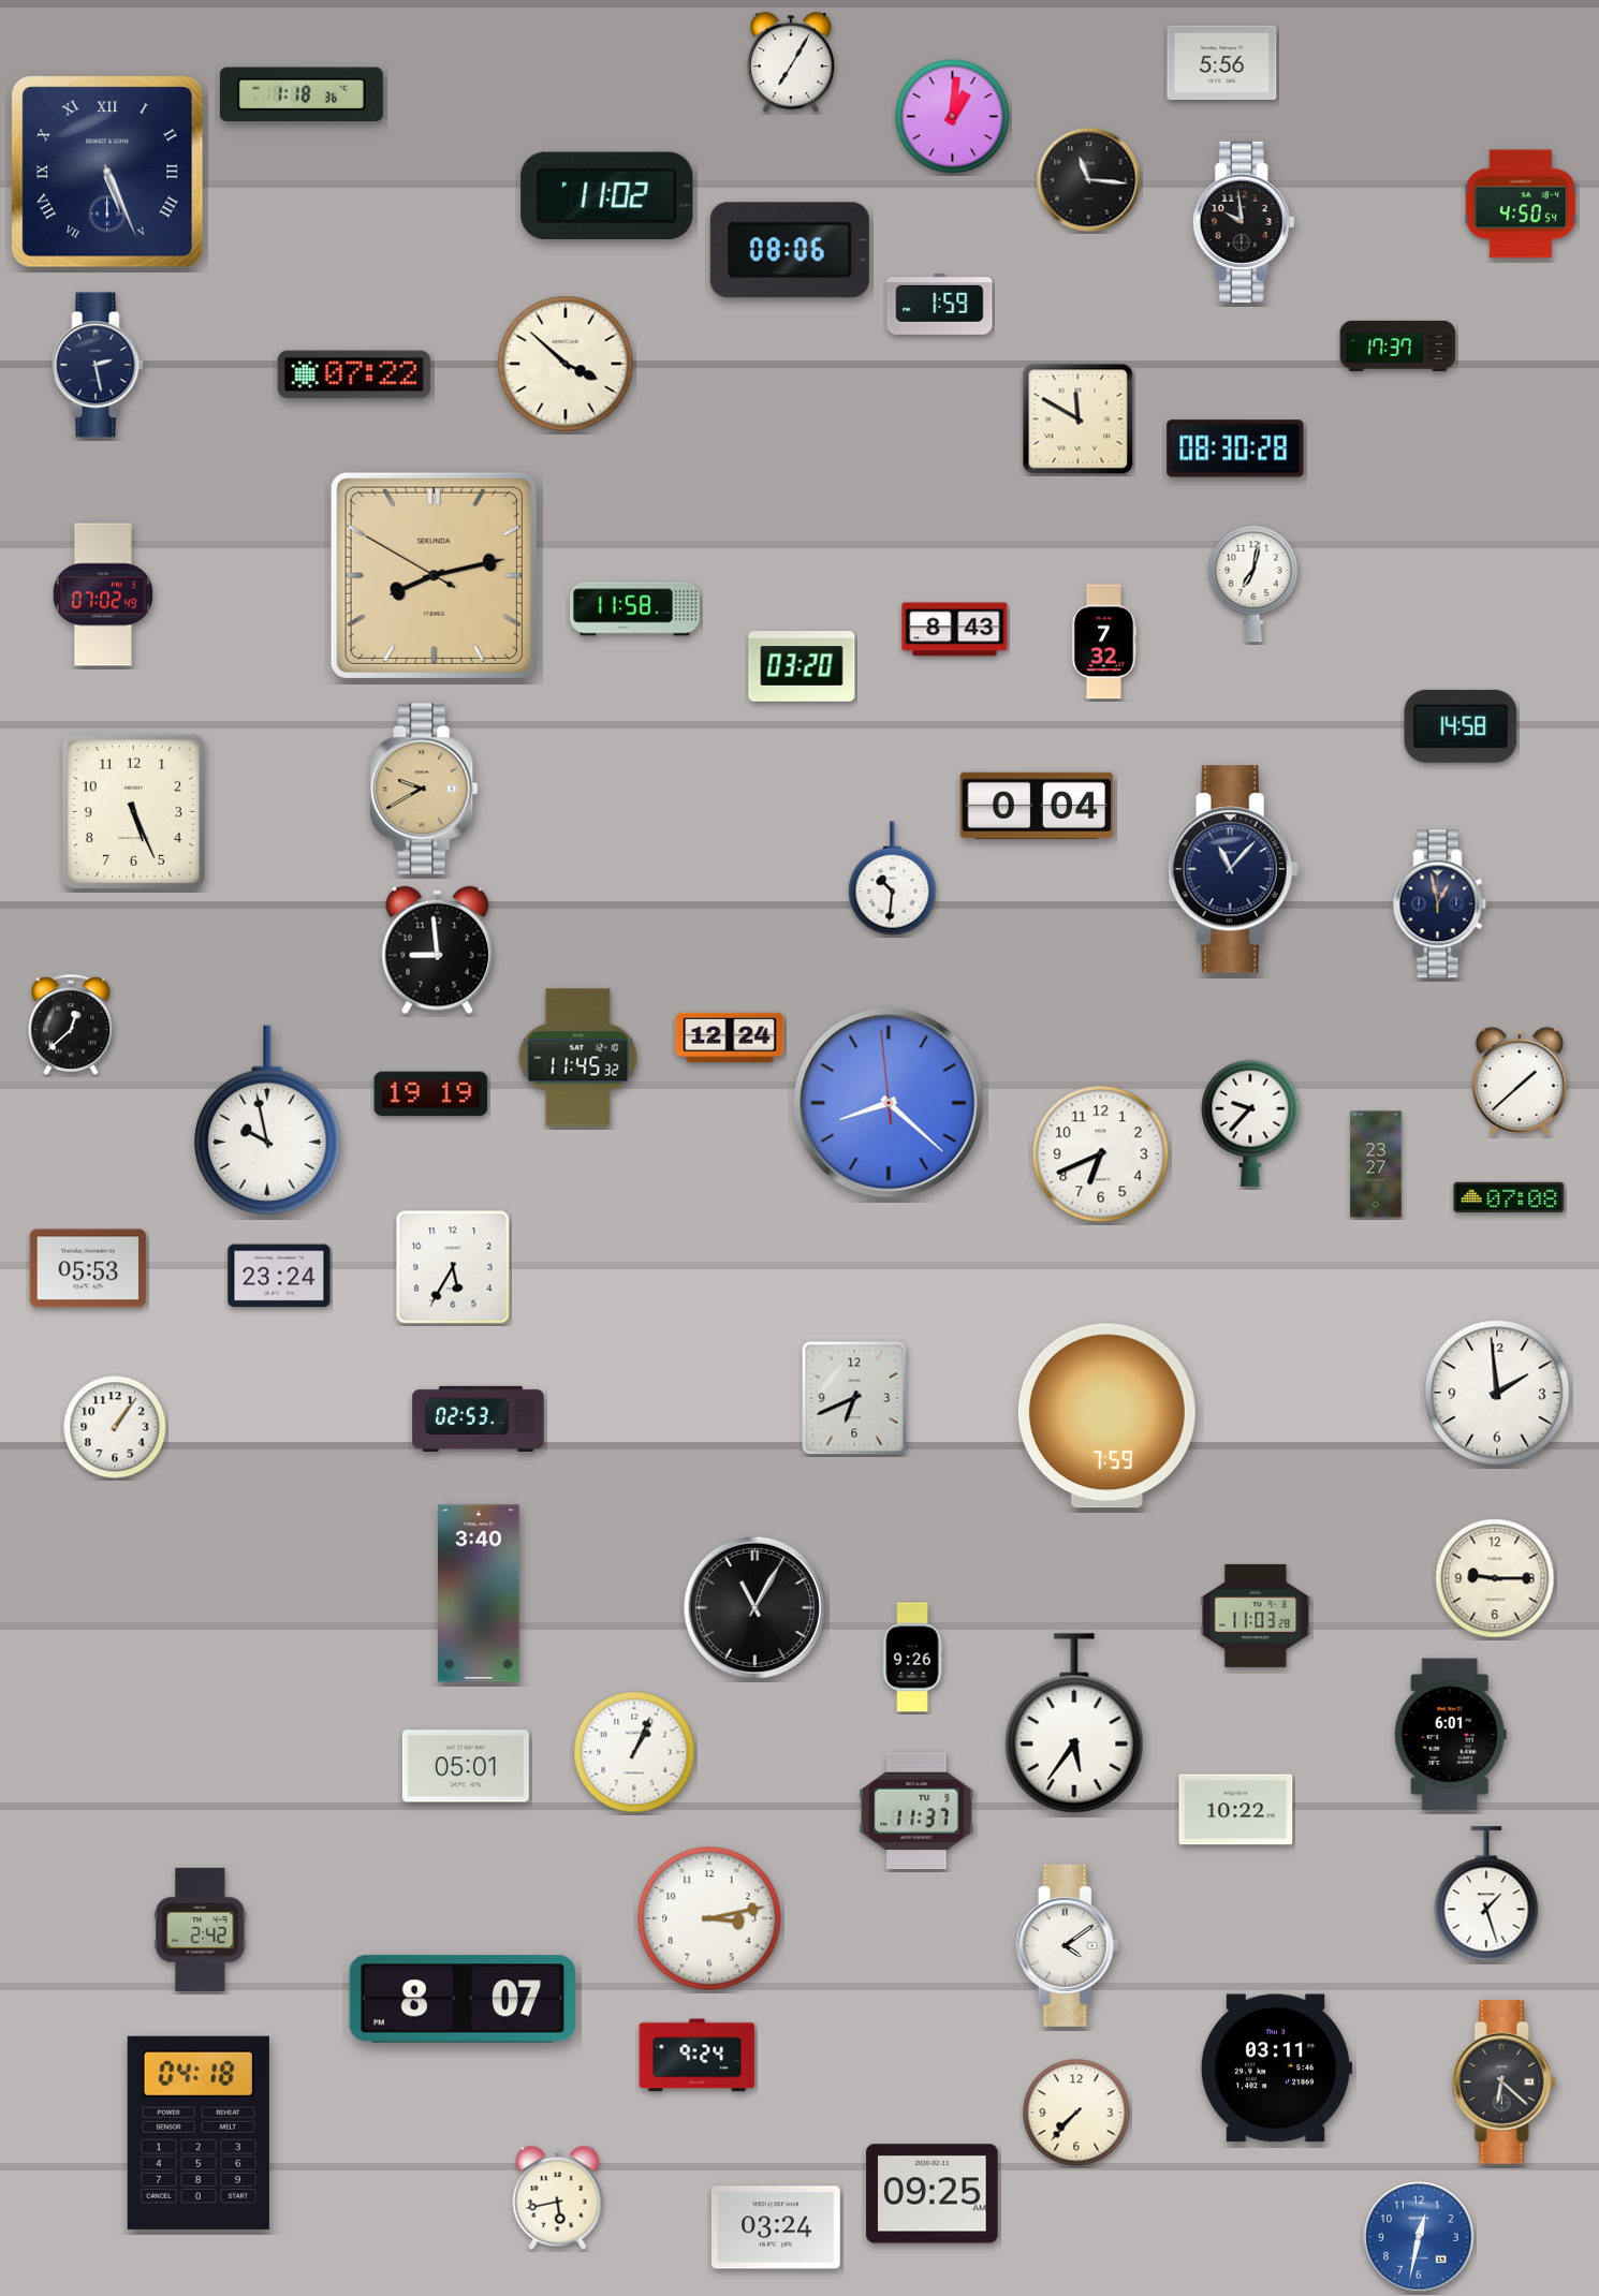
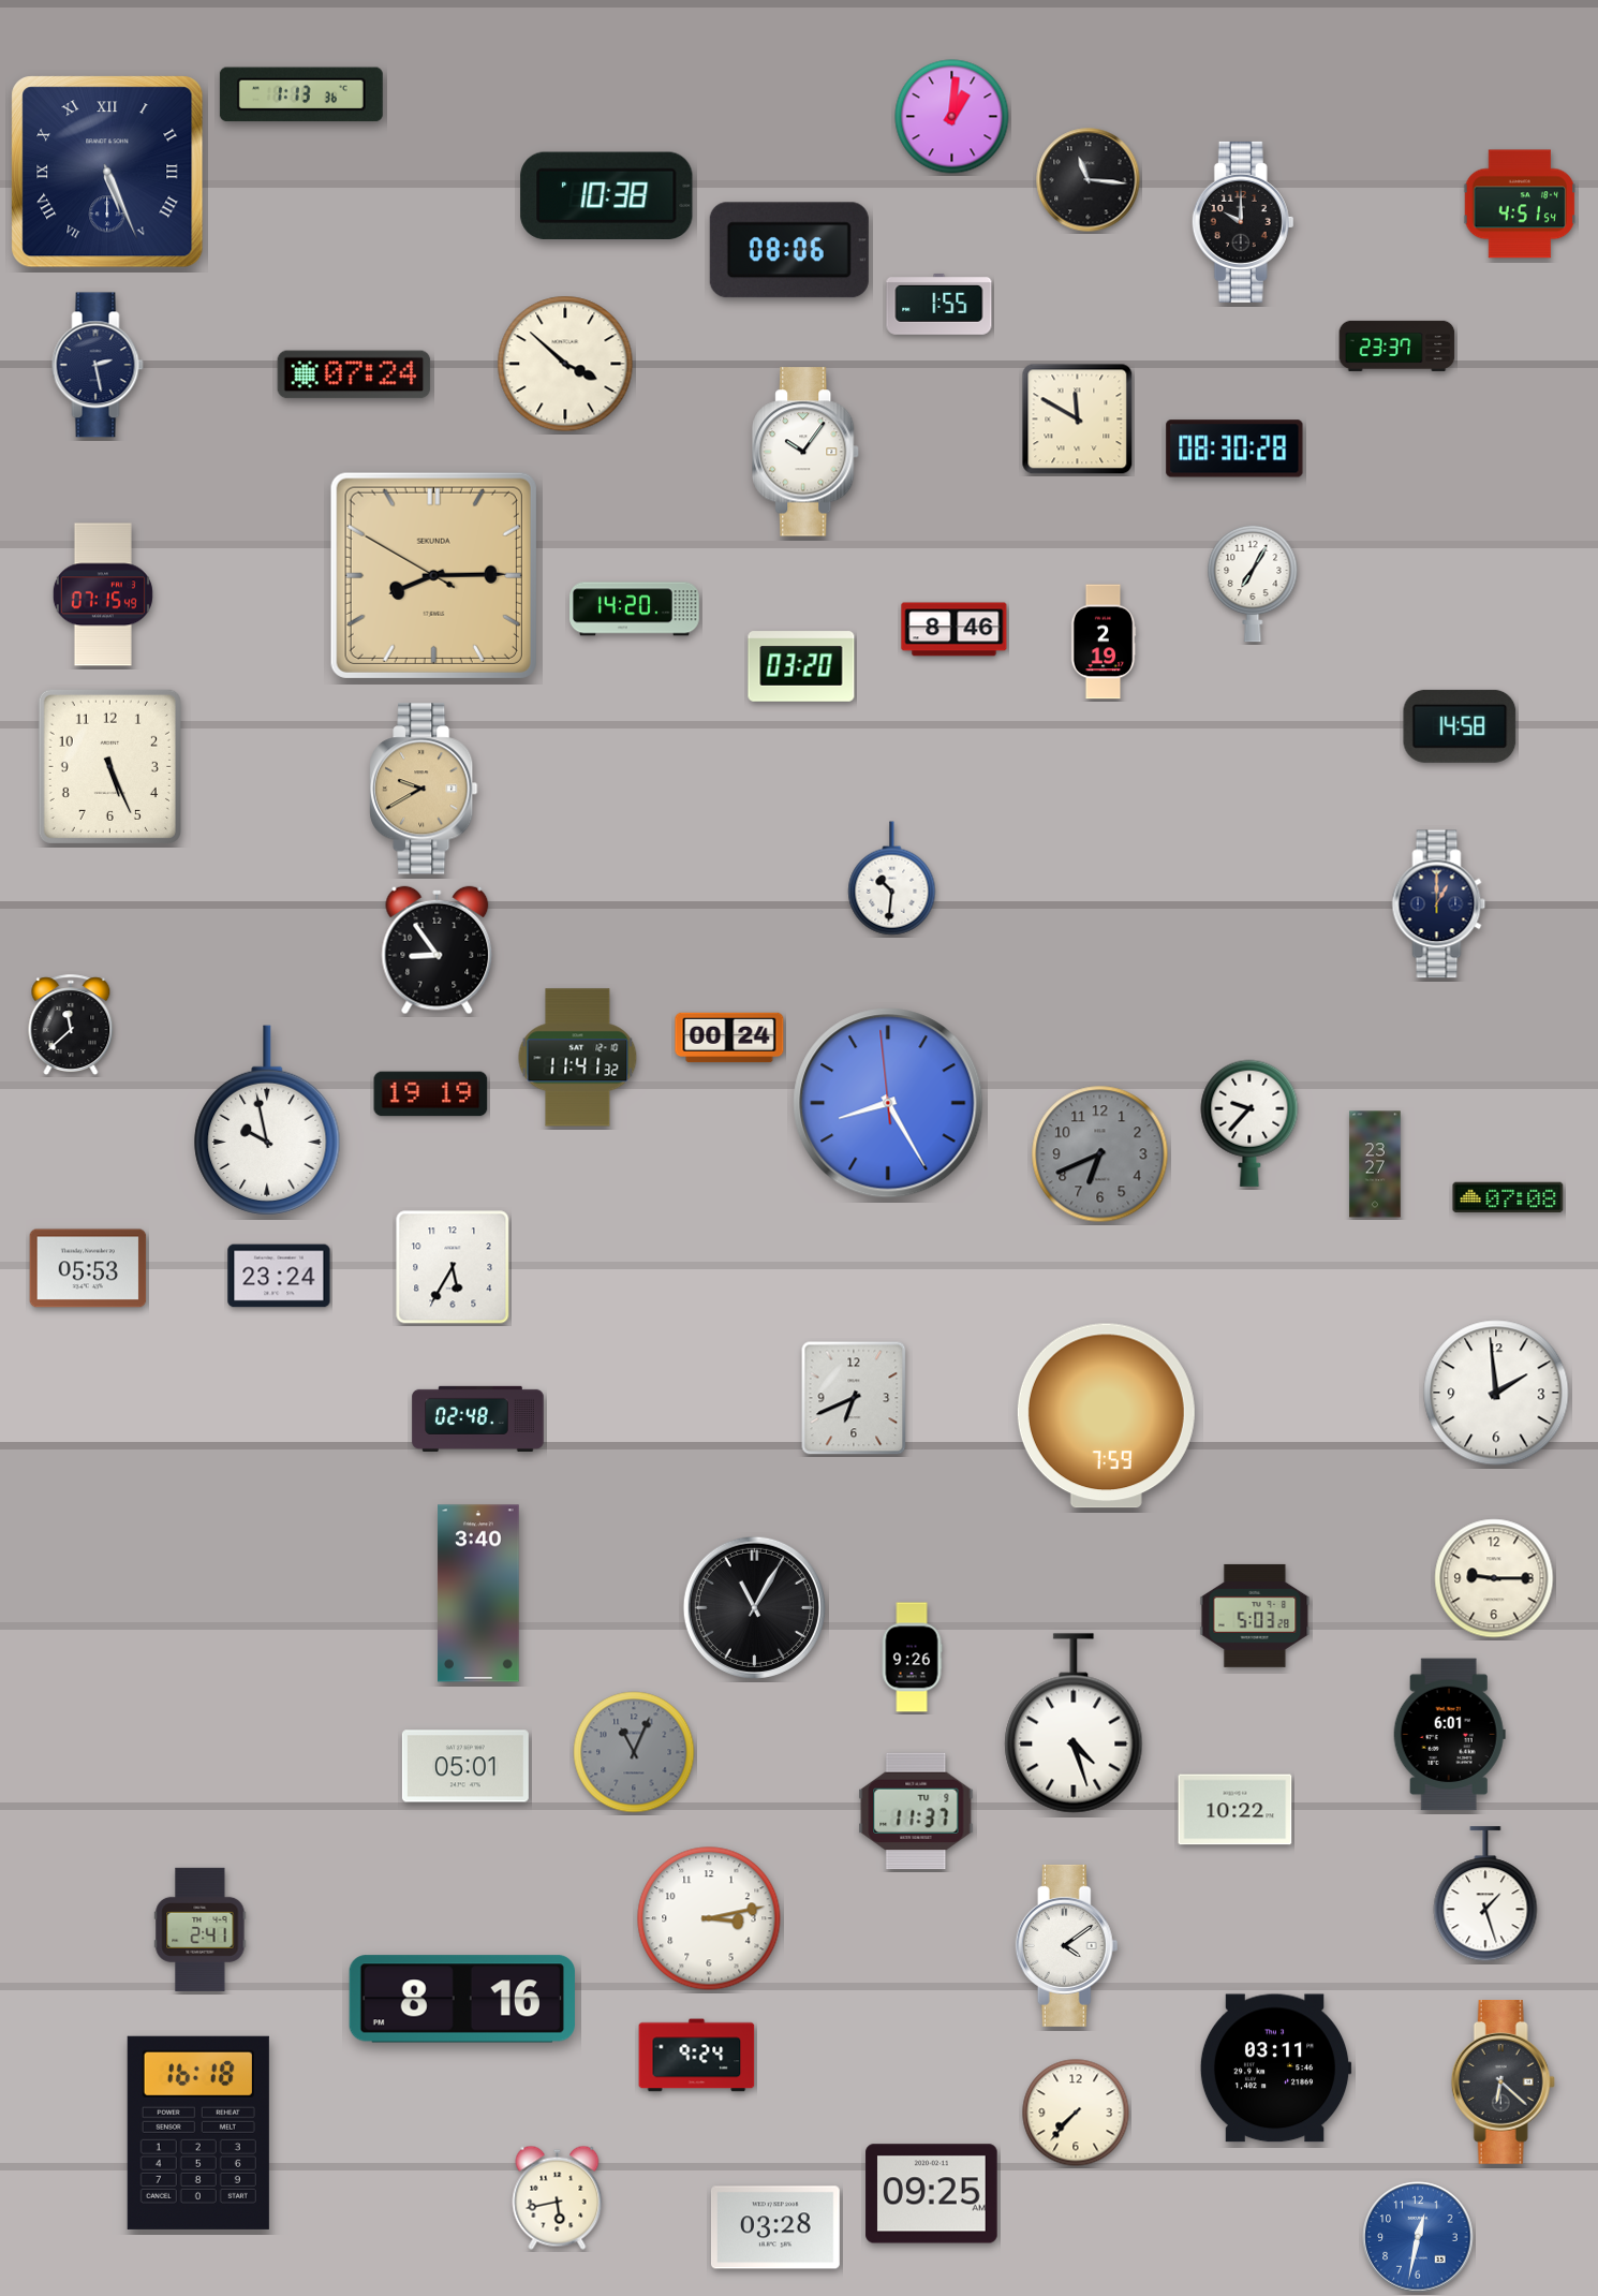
clock at (1222, 62): 5:56 -> none
clock at (791, 63): 7:05 -> none
clock at (302, 94): 1:18 -> 1:13
clock at (607, 196): 11:02 -> 10:38
clock at (1521, 204): 4:50 -> 4:51
clock at (1244, 222): 9:59 -> 10:00
clock at (940, 304): 1:59 -> 1:55
clock at (1398, 345): 17:37 -> 23:37
clock at (354, 374): 07:22 -> 07:24
clock at (807, 452): none -> 10:06
clock at (434, 575): 8:12 -> 8:14
clock at (1253, 584): 7:02 -> 7:05
clock at (103, 594): 07:02 -> 07:15
clock at (635, 609): 11:58 -> 14:20
clock at (955, 630): 8:43 -> 8:46
clock at (1104, 642): 7:32 -> 2:19
clock at (1037, 806): 0:04 -> none
clock at (133, 811) position: (133, 811) -> (109, 766)
clock at (1233, 869): 11:07 -> none
clock at (1440, 904): 12:58 -> 1:00
clock at (438, 951): 8:59 -> 8:54
clock at (71, 1026): 12:38 -> 11:38
clock at (730, 1037): 12:24 -> 00:24
clock at (578, 1058): 11:45 -> 11:41
clock at (1520, 1081): 1:38 -> none
clock at (889, 1103): 8:21 -> 8:24
clock at (1101, 1154) dial: white -> grey
clock at (479, 1418): 02:53 -> 02:48
clock at (115, 1427): 1:06 -> none
clock at (1256, 1616): 11:03 -> 5:03
clock at (1074, 1723): 5:36 -> 4:27
clock at (634, 1752): 1:04 -> 11:04
clock at (634, 1752) dial: white -> grey
clock at (201, 1929): 2:42 -> 2:41
clock at (463, 1999): 8:07 -> 8:16
clock at (199, 2133): 04:18 -> 16:18
clock at (776, 2227): 03:24 -> 03:28
